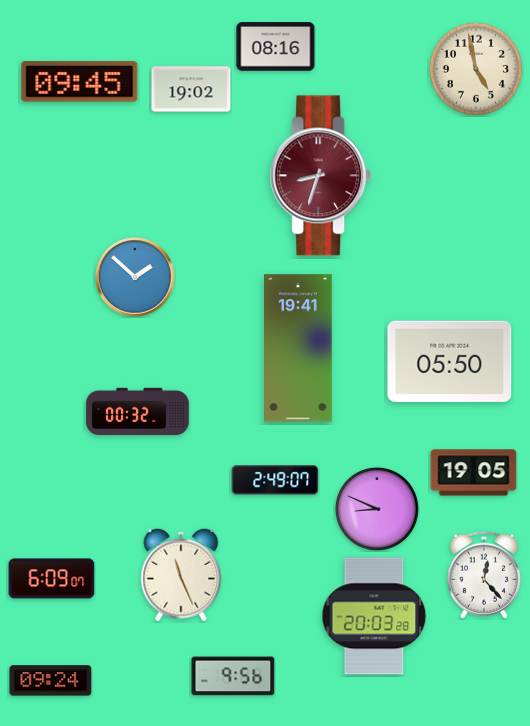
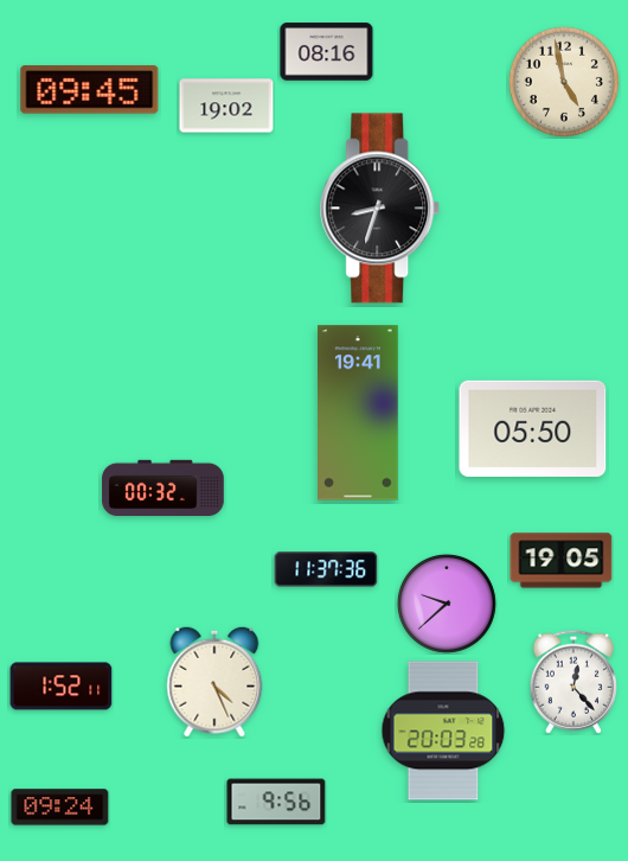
clock at (276, 47) position: (276, 47) -> (327, 52)
clock at (80, 82) position: (80, 82) -> (90, 90)
clock at (321, 176) dial: burgundy -> black
clock at (135, 277): 1:52 -> none
clock at (299, 348) position: (299, 348) -> (359, 413)
clock at (275, 480): 2:49 -> 11:37
clock at (377, 509): 8:49 -> 9:38
clock at (181, 575): 11:26 -> 4:26
clock at (52, 579): 6:09 -> 1:52
